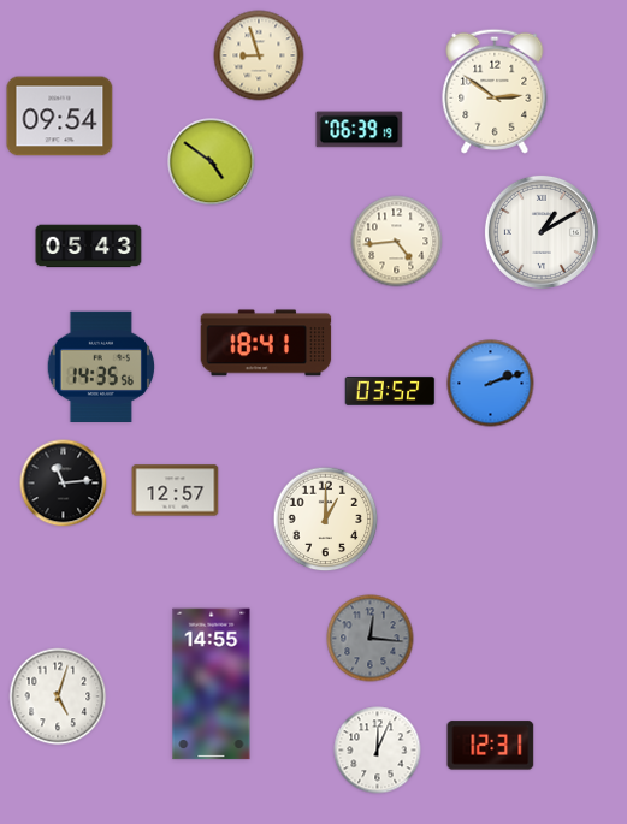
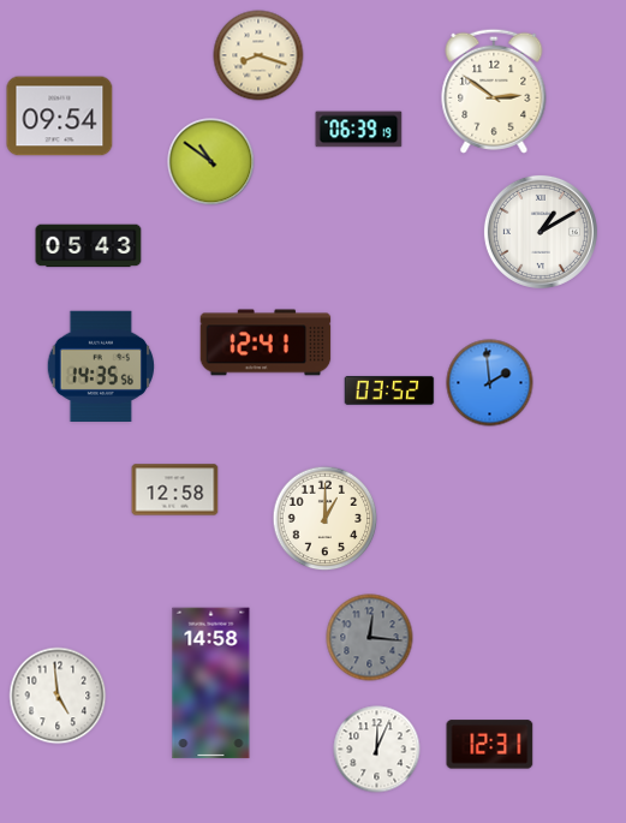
clock at (259, 55): 8:57 -> 8:18
clock at (212, 162): 4:51 -> 10:51
clock at (397, 242): 4:44 -> none
clock at (266, 343): 18:41 -> 12:41
clock at (491, 384): 2:12 -> 1:59
clock at (64, 484): 11:14 -> none
clock at (176, 491): 12:57 -> 12:58
clock at (212, 684): 14:55 -> 14:58
clock at (58, 696): 5:03 -> 4:59
